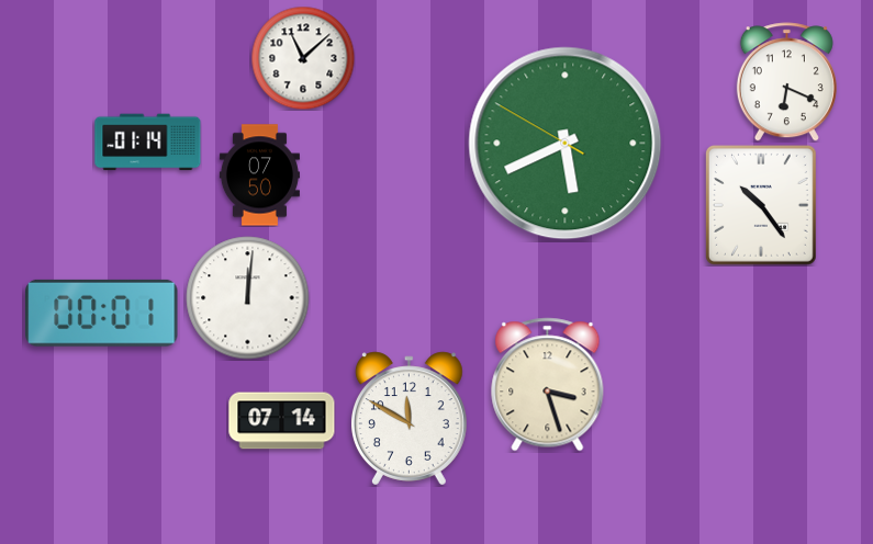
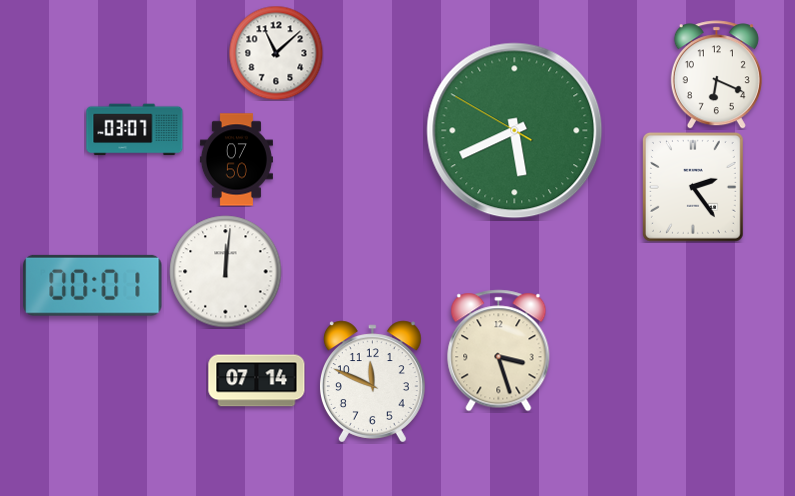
clock at (148, 143): 01:14 -> 03:07
clock at (761, 206): 10:24 -> 2:24
clock at (408, 419): 11:50 -> 11:49
clock at (282, 421) position: (282, 421) -> (257, 381)
